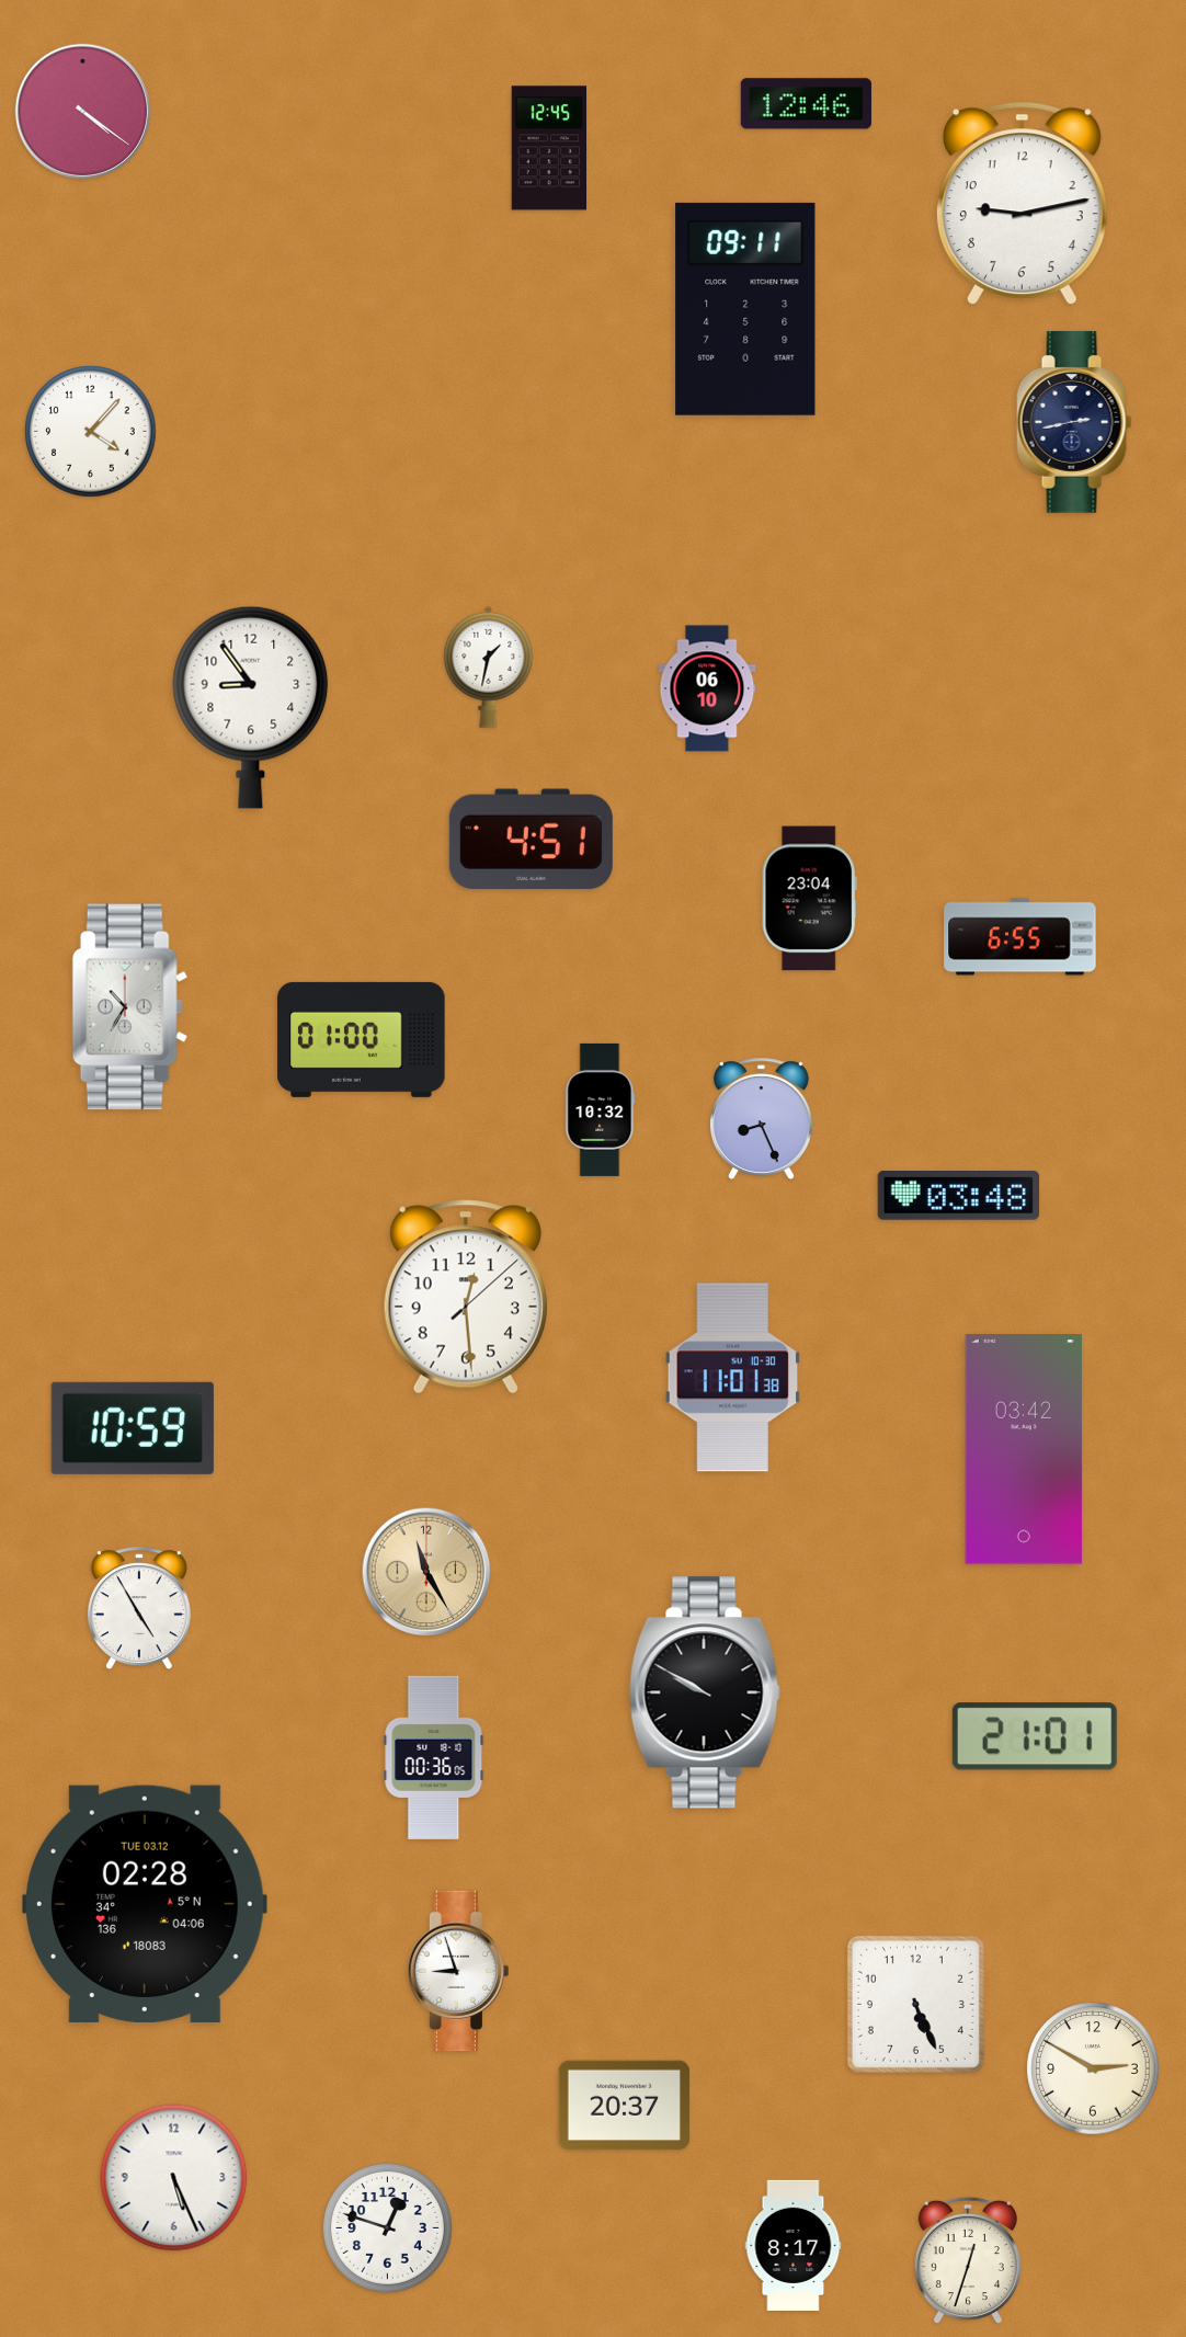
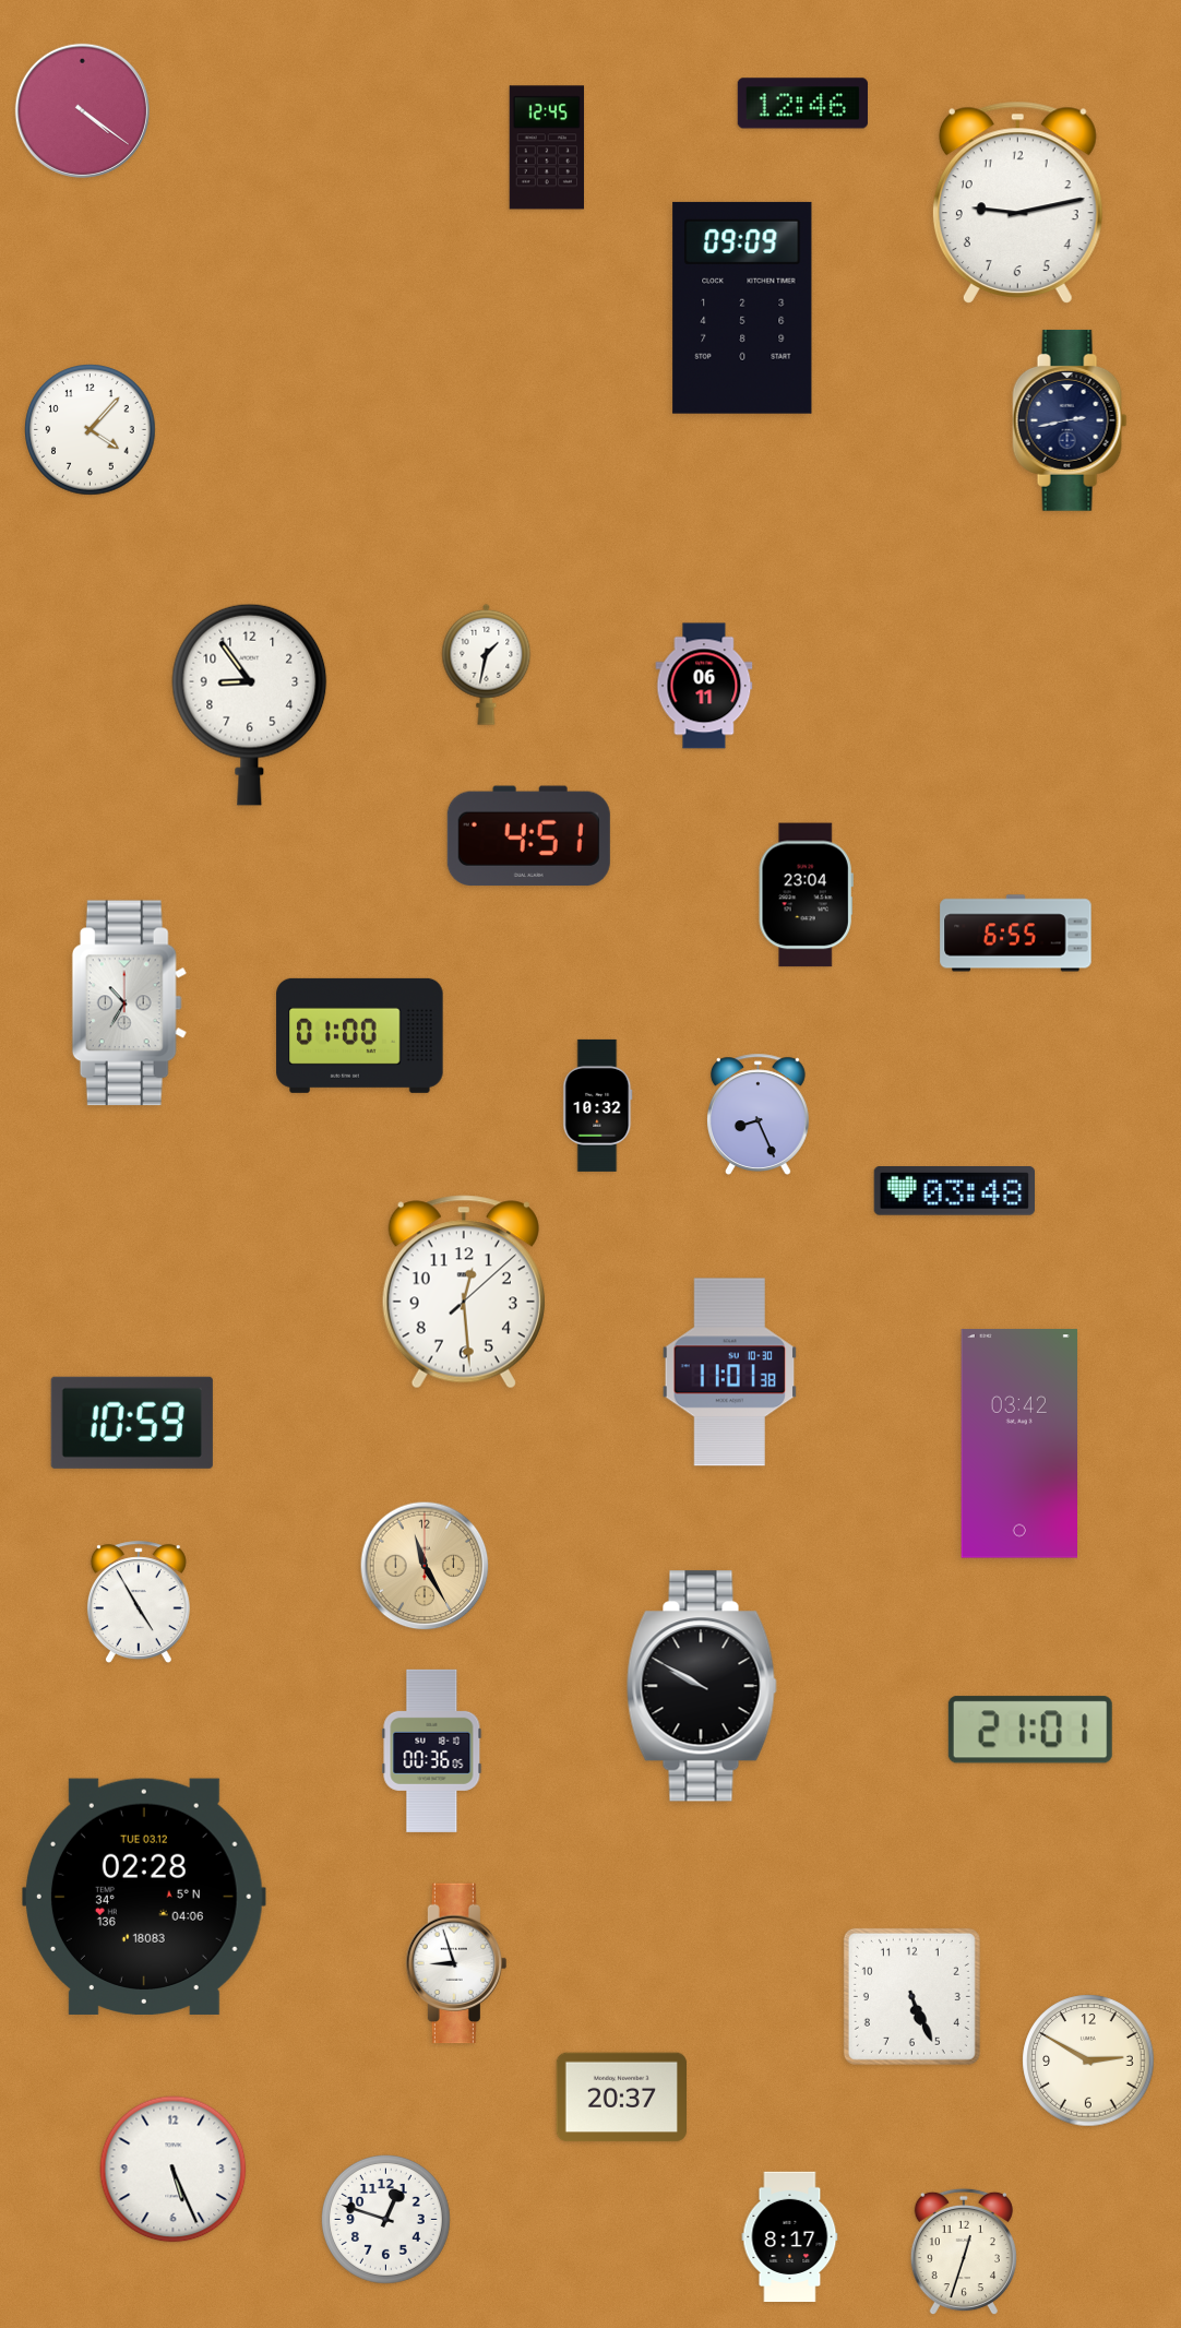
clock at (745, 309): 09:11 -> 09:09
clock at (707, 688): 06:10 -> 06:11
